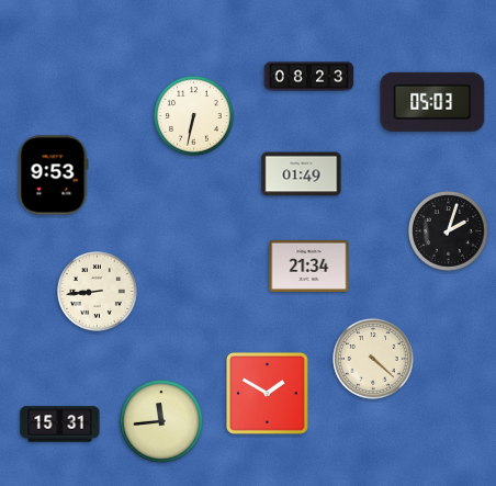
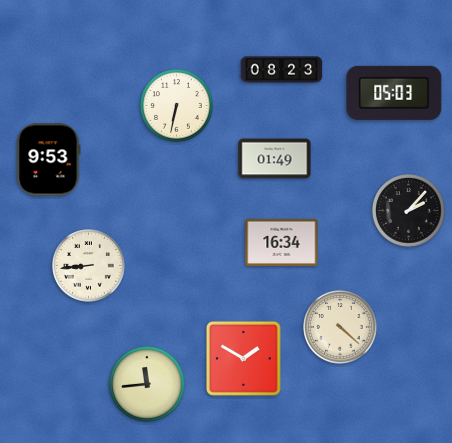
clock at (449, 231): 2:03 -> 2:07
clock at (309, 265): 21:34 -> 16:34
clock at (60, 425): 15:31 -> none
